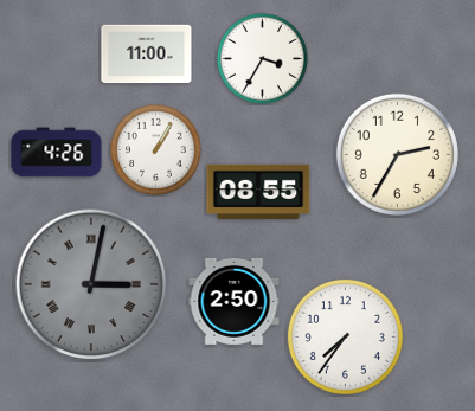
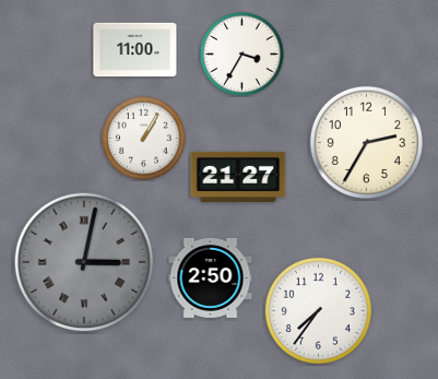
clock at (57, 153): 4:26 -> none
clock at (258, 191): 08:55 -> 21:27
clock at (235, 301) position: (235, 301) -> (211, 277)
